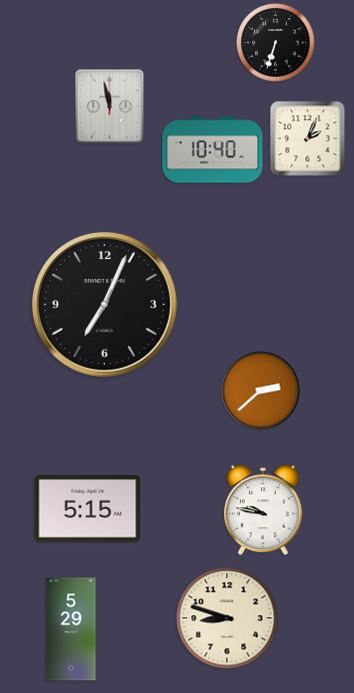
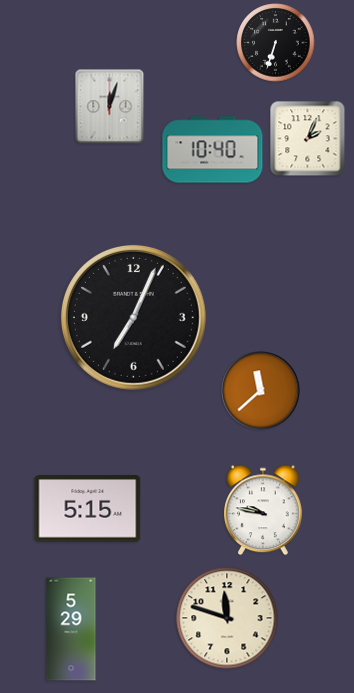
clock at (110, 107): 11:58 -> 12:03
clock at (104, 304) position: (104, 304) -> (133, 317)
clock at (261, 391): 2:38 -> 11:38
clock at (227, 618): 8:48 -> 11:48
